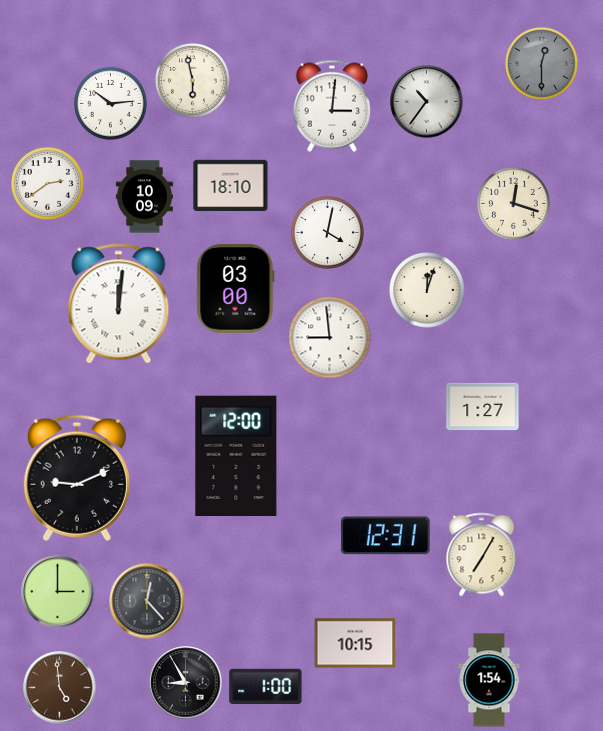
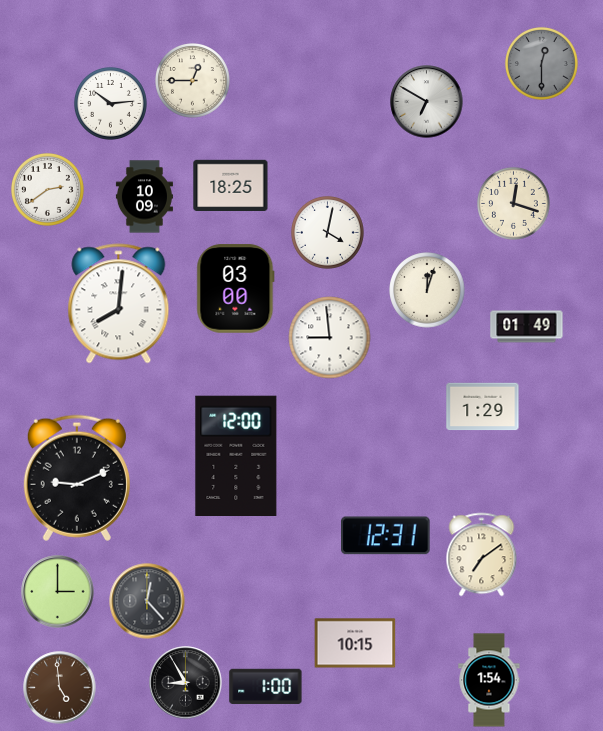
clock at (193, 81): 5:58 -> 12:45
clock at (427, 102): 10:36 -> 6:50
clock at (332, 106): 3:01 -> none
clock at (48, 184) position: (48, 184) -> (48, 190)
clock at (231, 185): 18:10 -> 18:25
clock at (119, 304): 12:01 -> 8:01
clock at (527, 327): none -> 01:49
clock at (483, 407): 1:27 -> 1:29
clock at (482, 555): 7:05 -> 7:09
